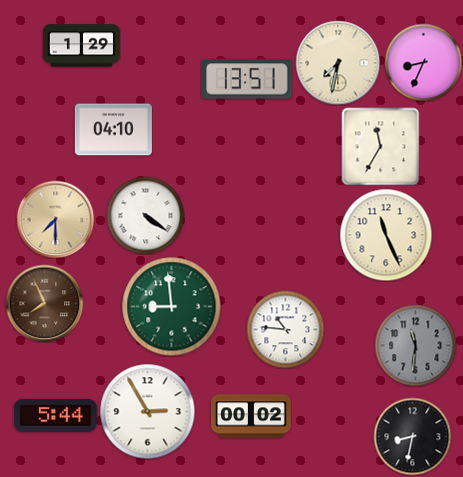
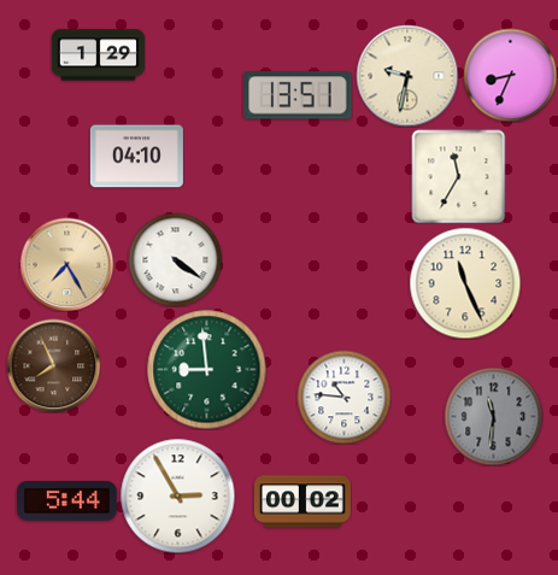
clock at (338, 63): 7:32 -> 9:32
clock at (55, 219): 7:30 -> 7:25
clock at (415, 345) position: (415, 345) -> (493, 416)
clock at (412, 436): 8:32 -> none
